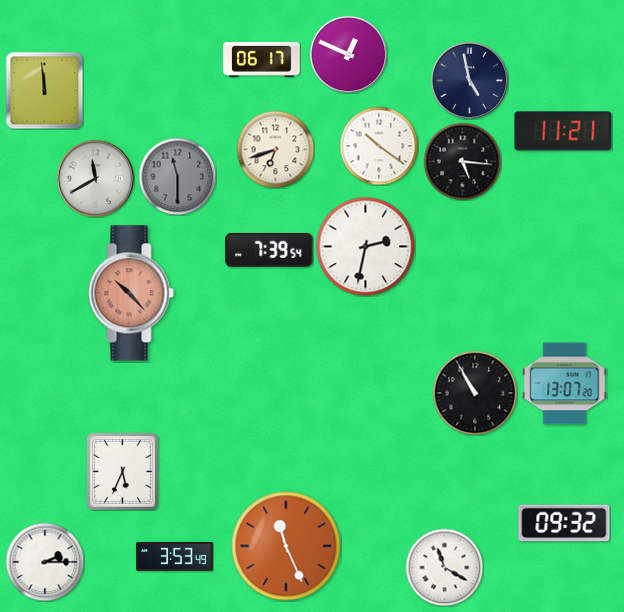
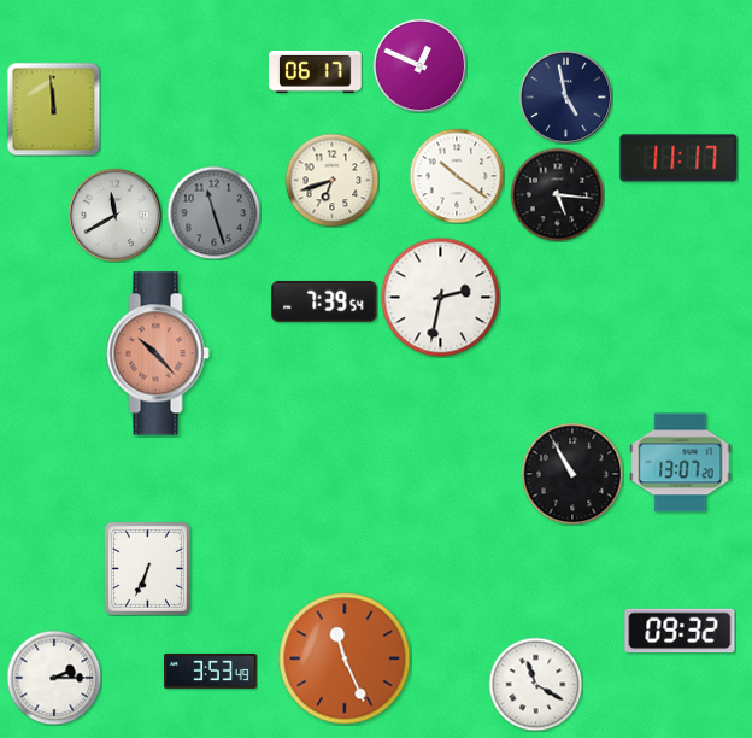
clock at (563, 131): 11:21 -> 11:17
clock at (177, 176): 11:30 -> 11:27
clock at (122, 471): 5:34 -> 6:34
